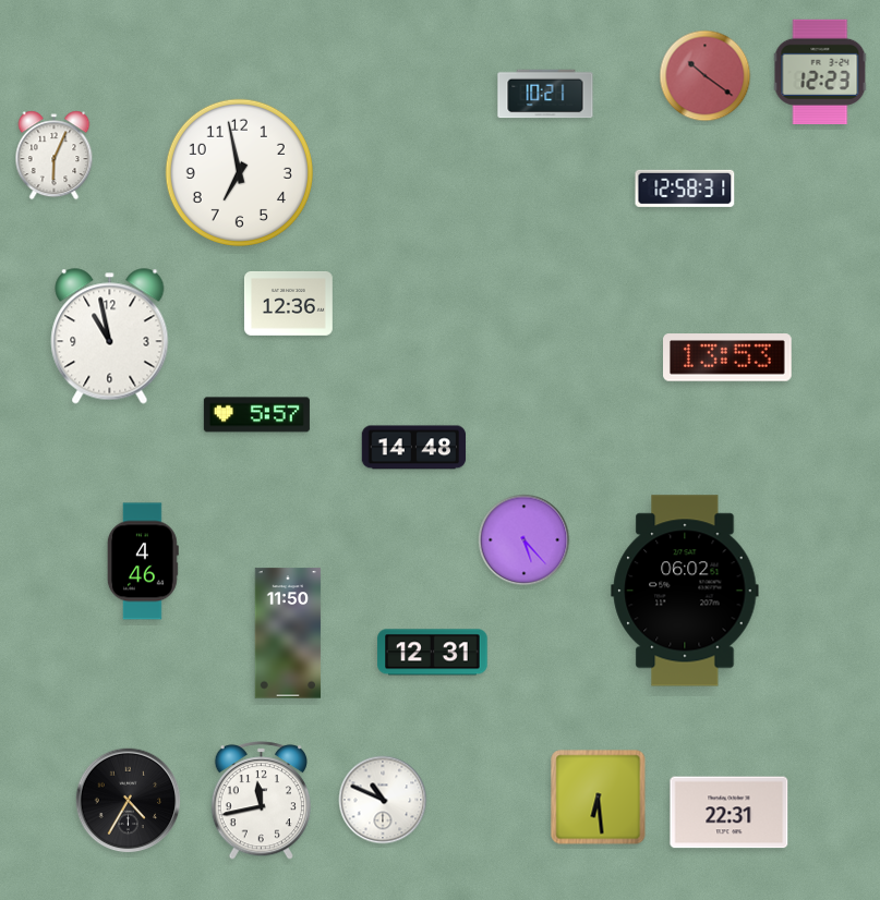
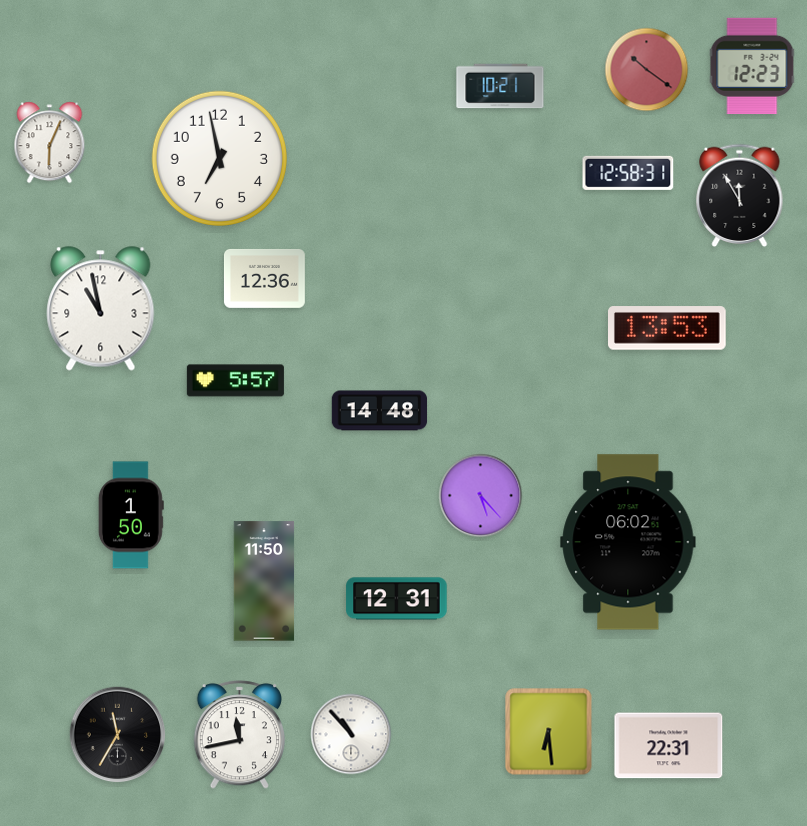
clock at (740, 196): none -> 11:55
clock at (143, 561): 4:46 -> 1:50
clock at (383, 800): 10:49 -> 10:53
clock at (129, 801): 4:35 -> 11:35
